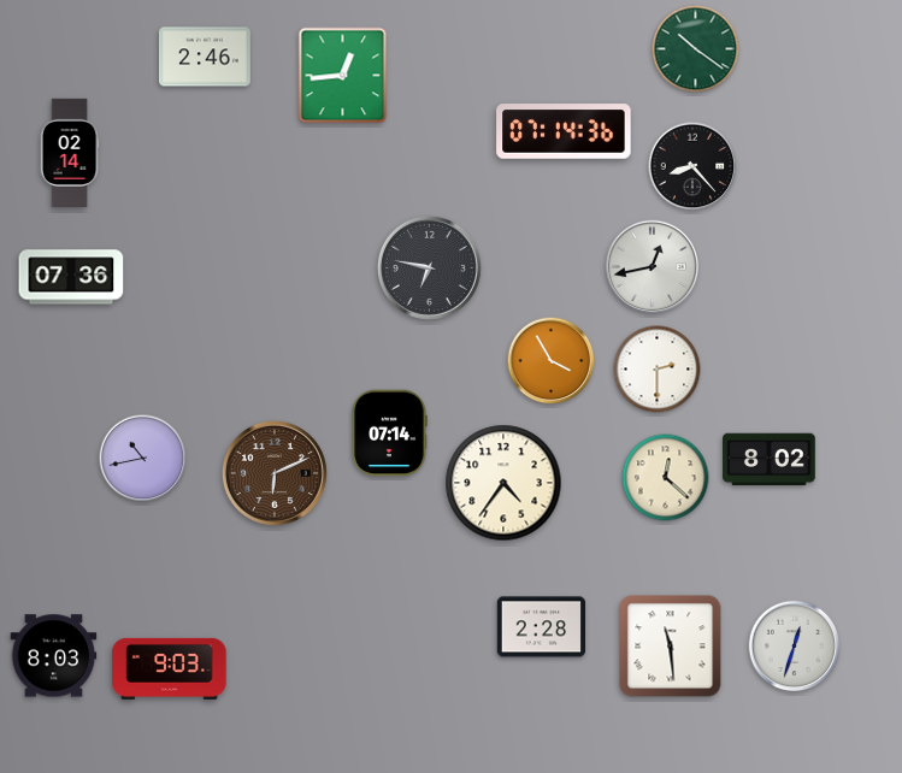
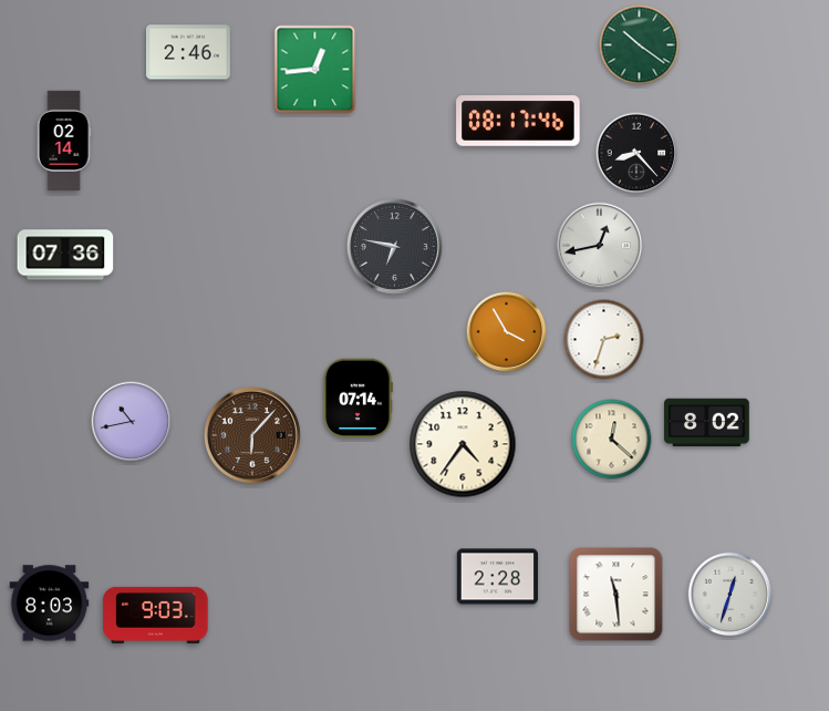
clock at (564, 131): 07:14 -> 08:17
clock at (658, 370): 2:30 -> 2:33
clock at (275, 473): 6:11 -> 6:07
